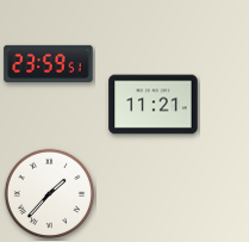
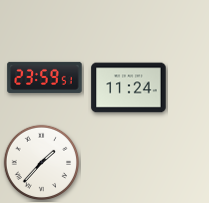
clock at (49, 63) position: (49, 63) -> (45, 77)
clock at (154, 105): 11:21 -> 11:24
